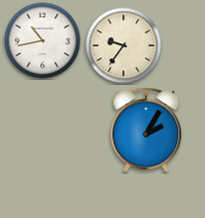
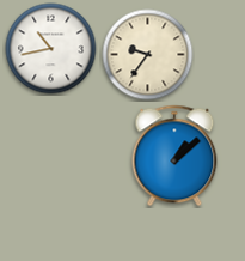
clock at (146, 130): 2:05 -> 1:08
